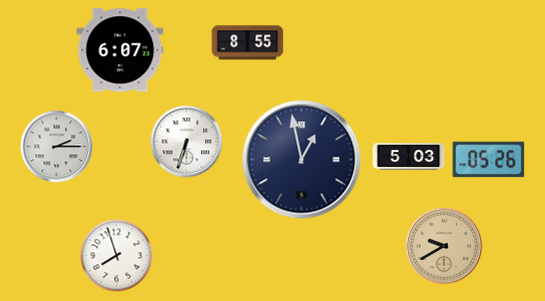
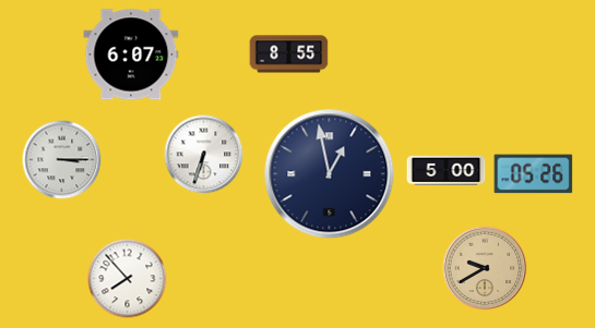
clock at (248, 43) position: (248, 43) -> (289, 54)
clock at (57, 147): 2:15 -> 3:15
clock at (409, 156): 5:03 -> 5:00
clock at (117, 256): 7:57 -> 7:53
